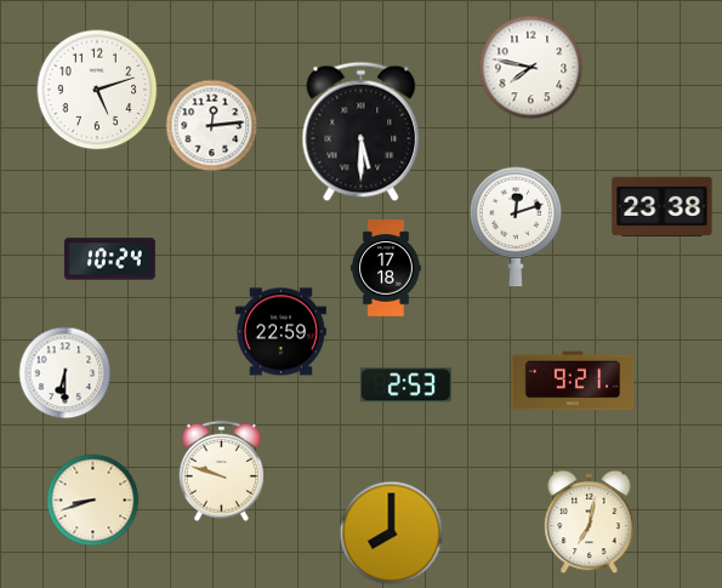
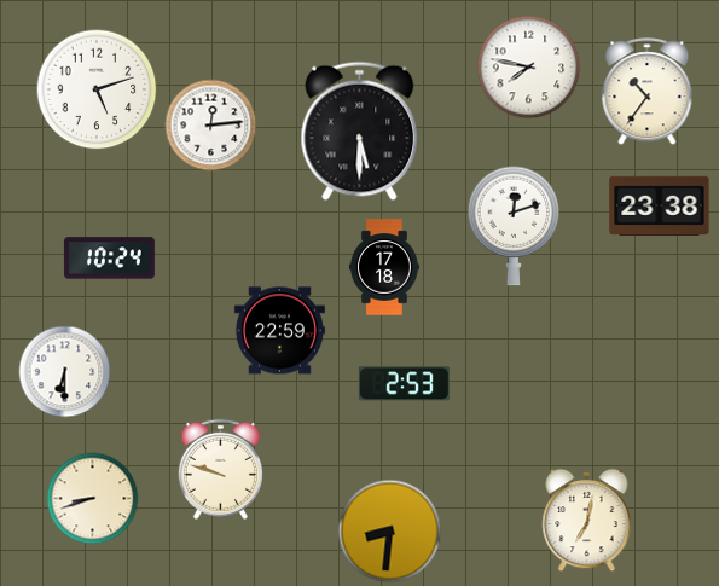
clock at (648, 92): none -> 10:36
clock at (573, 381): 9:21 -> none
clock at (392, 533): 8:00 -> 8:31
